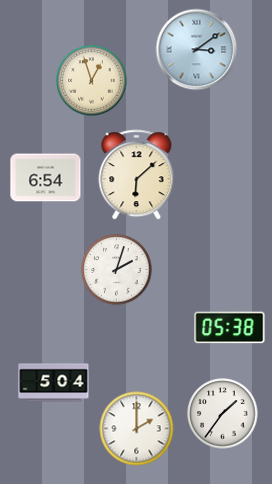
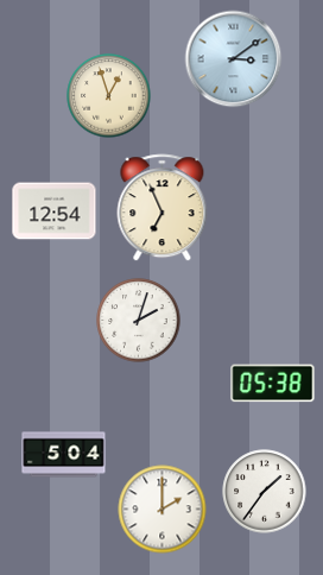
clock at (137, 175): 6:08 -> 6:56
clock at (46, 178): 6:54 -> 12:54
clock at (230, 328) position: (230, 328) -> (273, 384)
